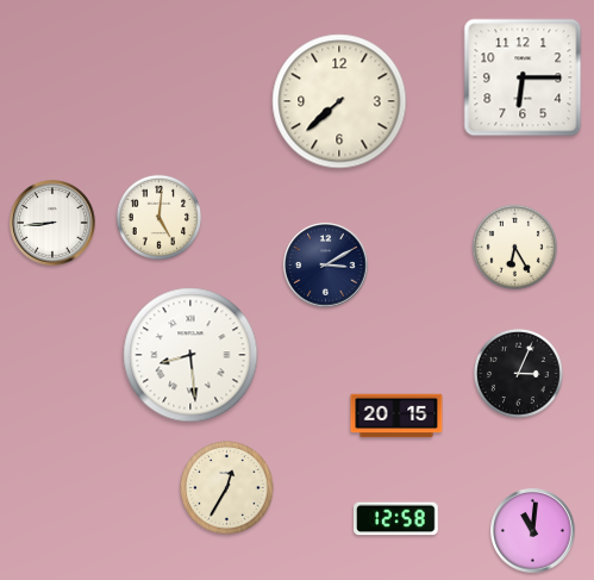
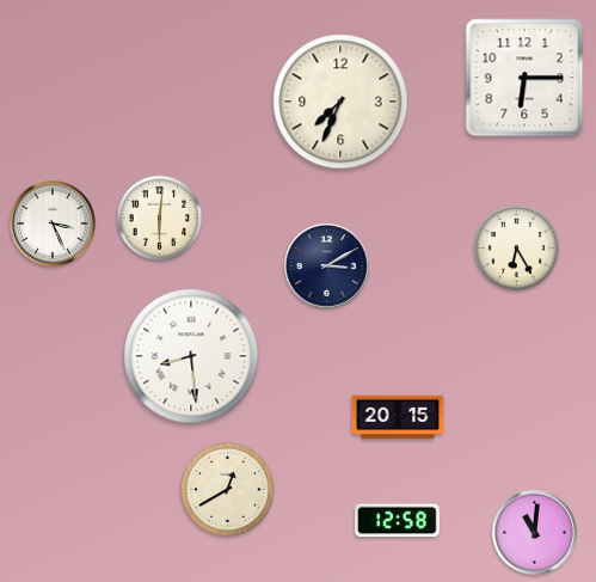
clock at (339, 101): 7:38 -> 7:34
clock at (158, 217): 5:01 -> 6:01
clock at (52, 223): 8:44 -> 3:26
clock at (518, 373): 3:04 -> none
clock at (227, 488): 12:35 -> 12:40
